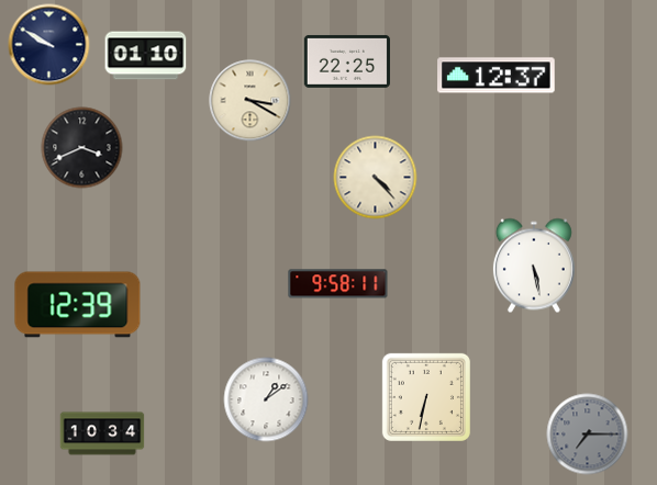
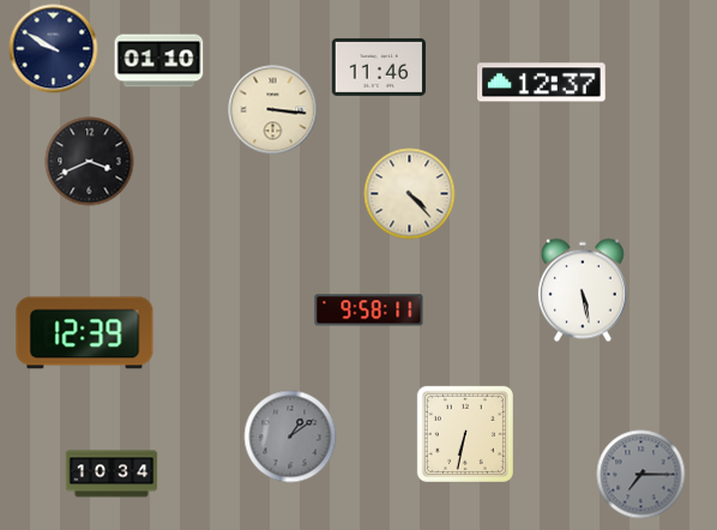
clock at (346, 61): 22:25 -> 11:46
clock at (250, 101): 3:20 -> 3:16
clock at (266, 399) dial: white -> grey
